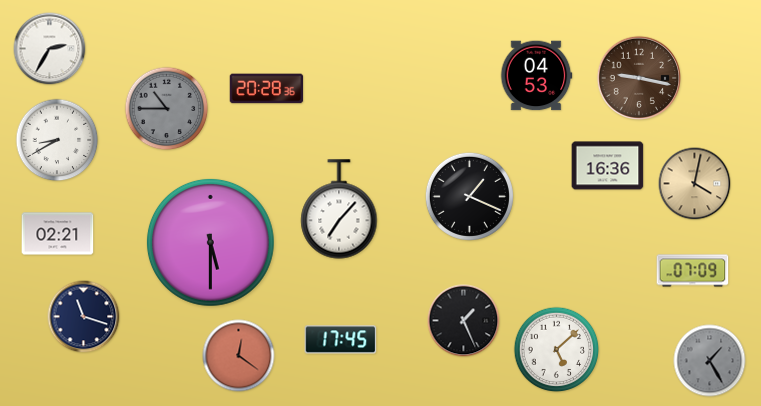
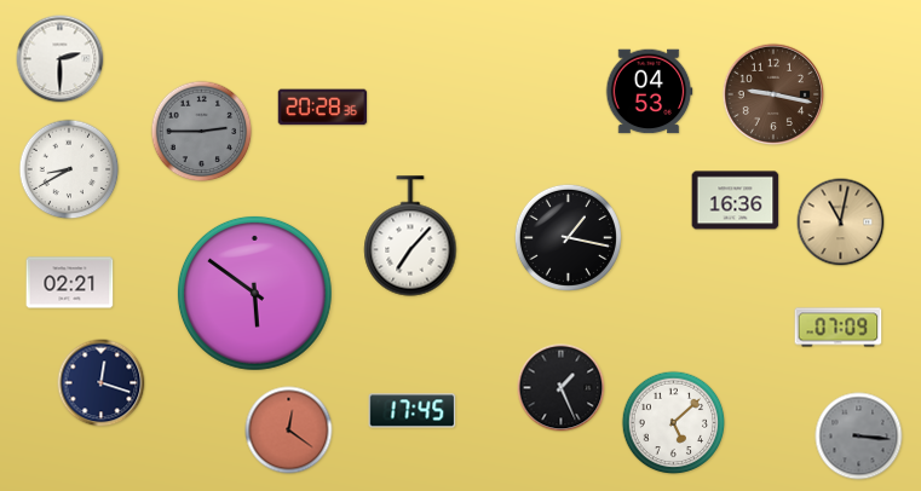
clock at (50, 49): 2:35 -> 2:30
clock at (167, 109): 10:45 -> 2:45
clock at (695, 184): 4:02 -> 11:02
clock at (469, 196): 1:19 -> 1:17
clock at (339, 209) position: (339, 209) -> (410, 236)
clock at (210, 242): 5:30 -> 5:51
clock at (84, 317): 11:18 -> 12:18
clock at (710, 361): 1:25 -> 3:16
